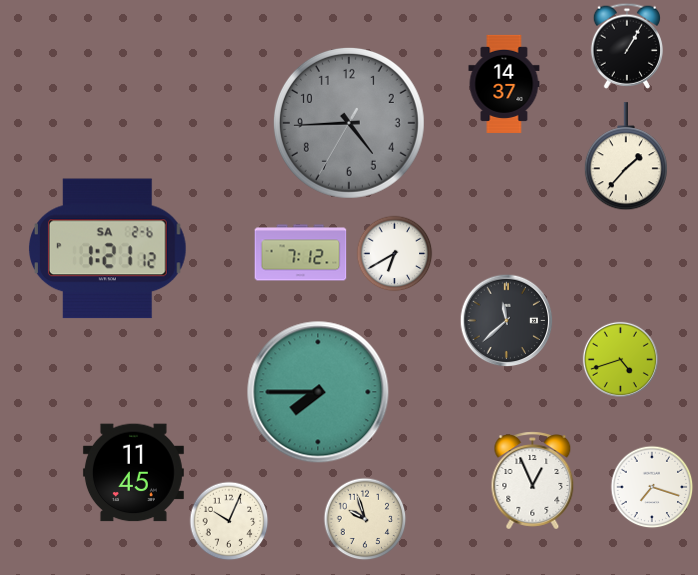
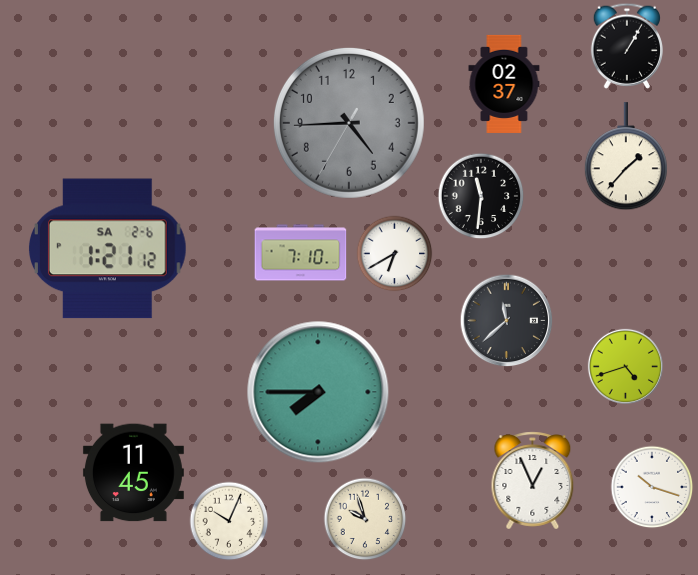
clock at (504, 84): 14:37 -> 02:37
clock at (481, 196): none -> 11:31
clock at (301, 253): 7:12 -> 7:10
clock at (620, 359) position: (620, 359) -> (625, 366)
clock at (652, 487): 7:18 -> 10:18
